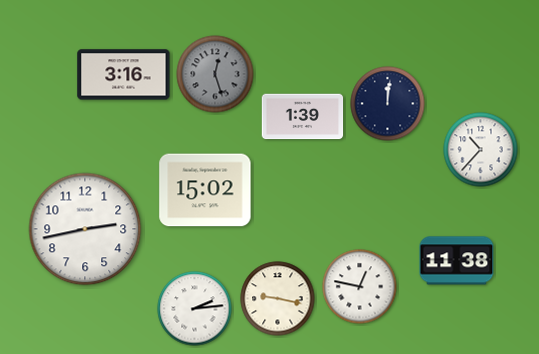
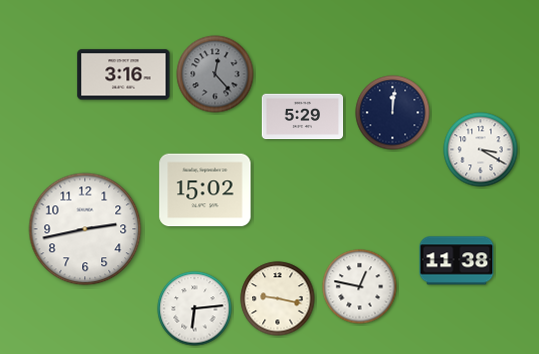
clock at (215, 74): 12:27 -> 12:23
clock at (388, 104) position: (388, 104) -> (393, 113)
clock at (303, 117): 1:39 -> 5:29
clock at (481, 150): 10:37 -> 3:20
clock at (195, 309): 2:14 -> 6:14
